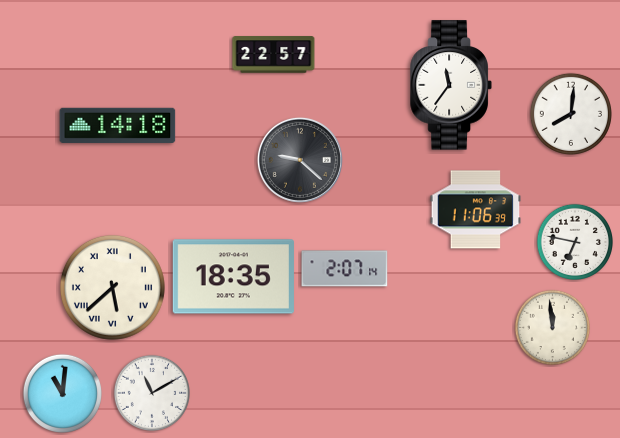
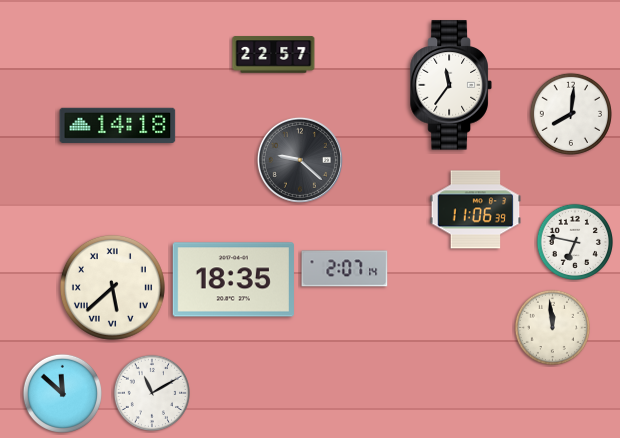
clock at (233, 277) position: (233, 277) -> (233, 280)
clock at (62, 393): 11:01 -> 11:52
